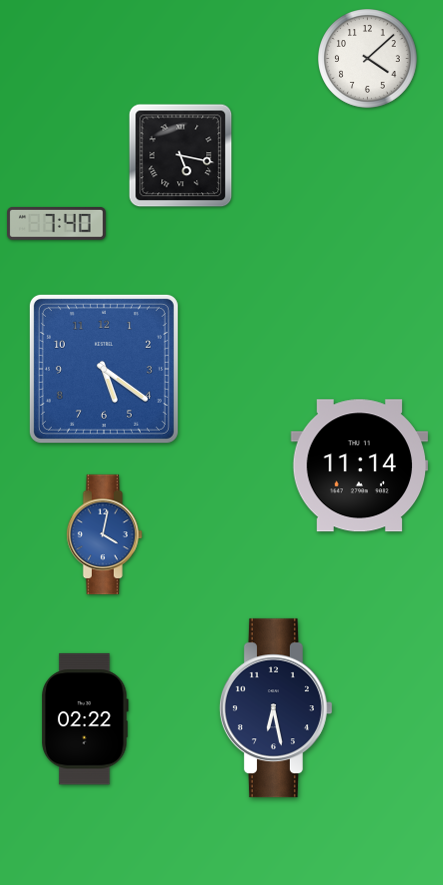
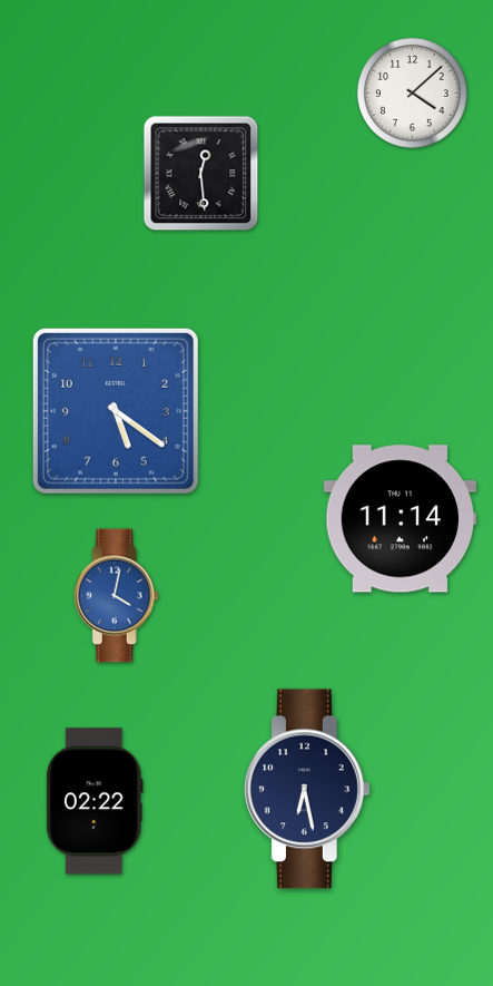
clock at (368, 59) position: (368, 59) -> (413, 94)
clock at (181, 156): 5:17 -> 12:29
clock at (57, 223): 7:40 -> none
